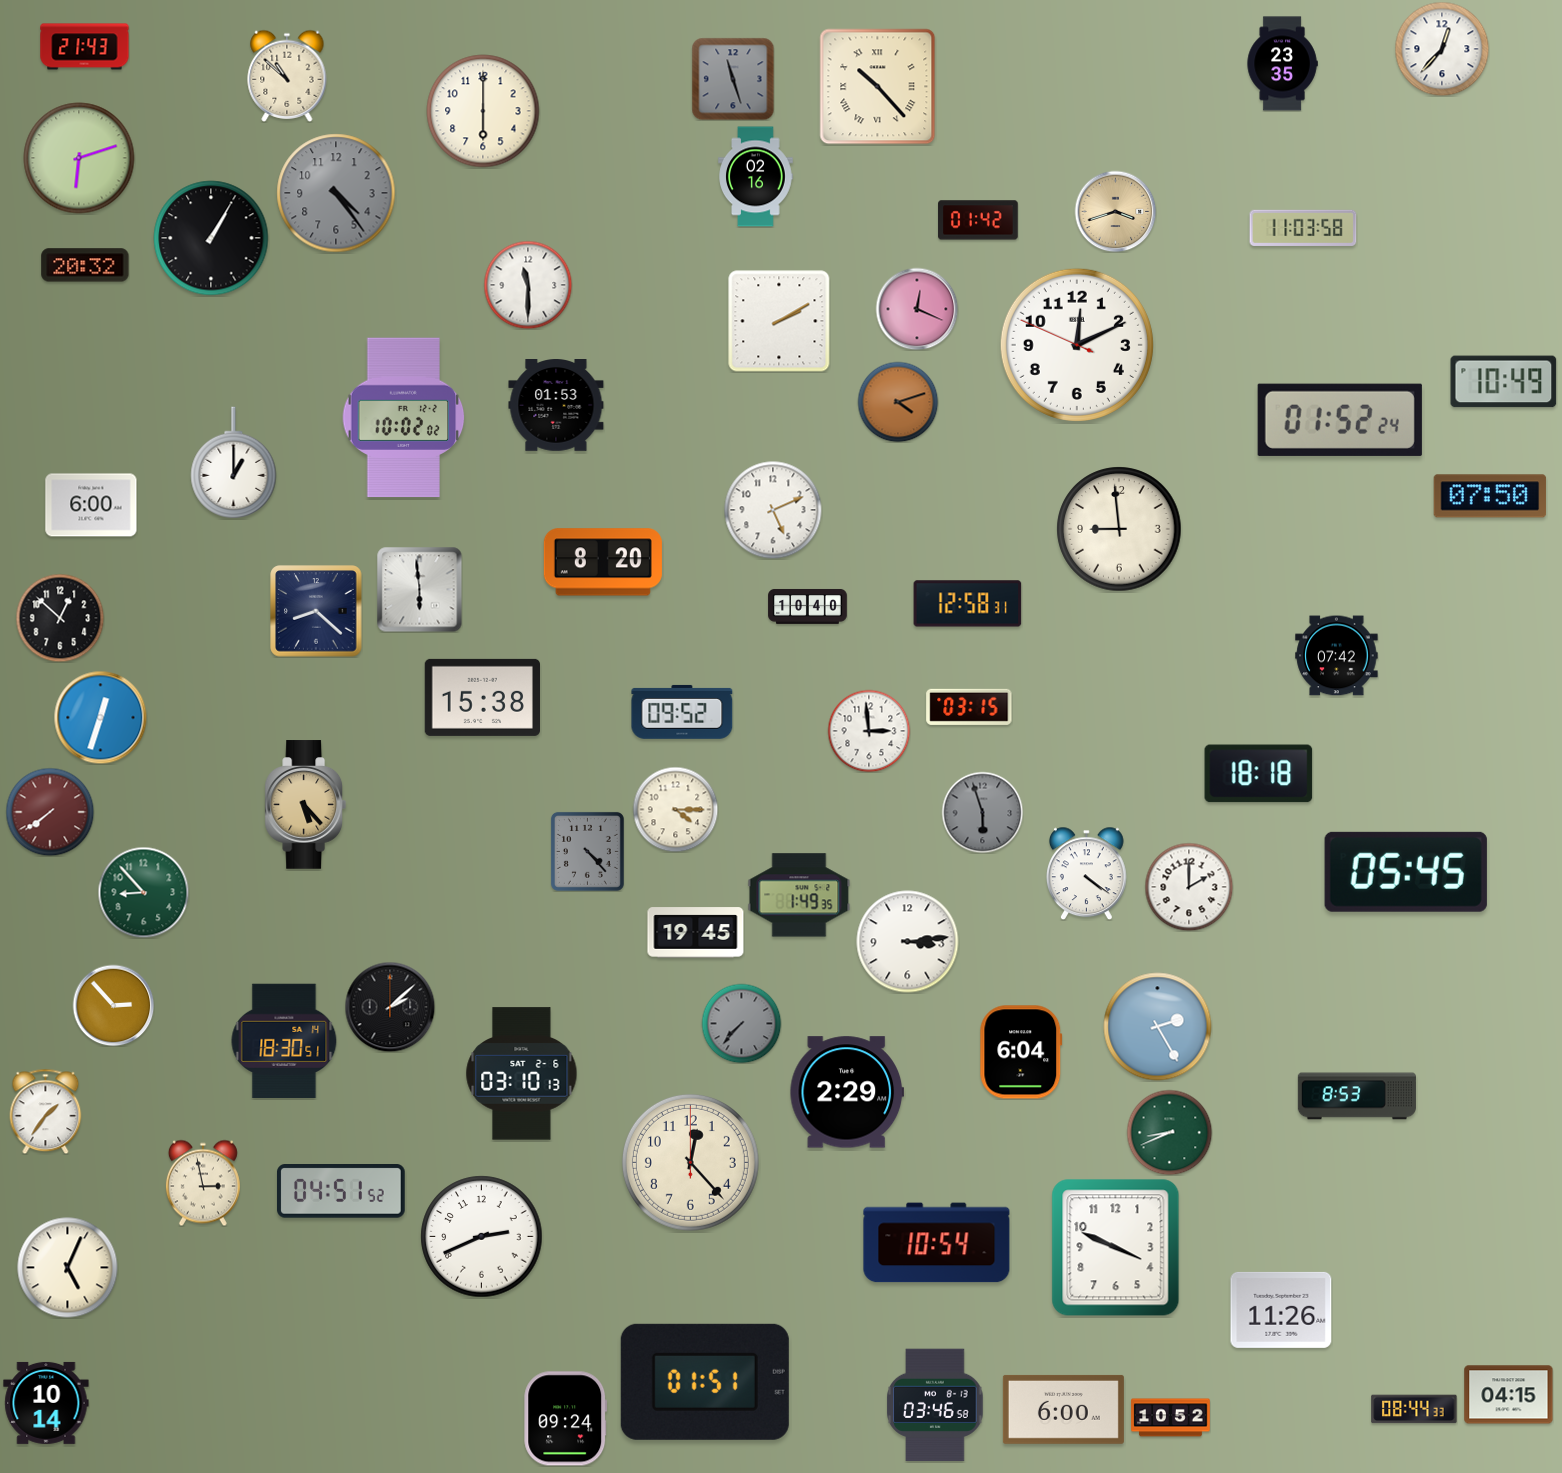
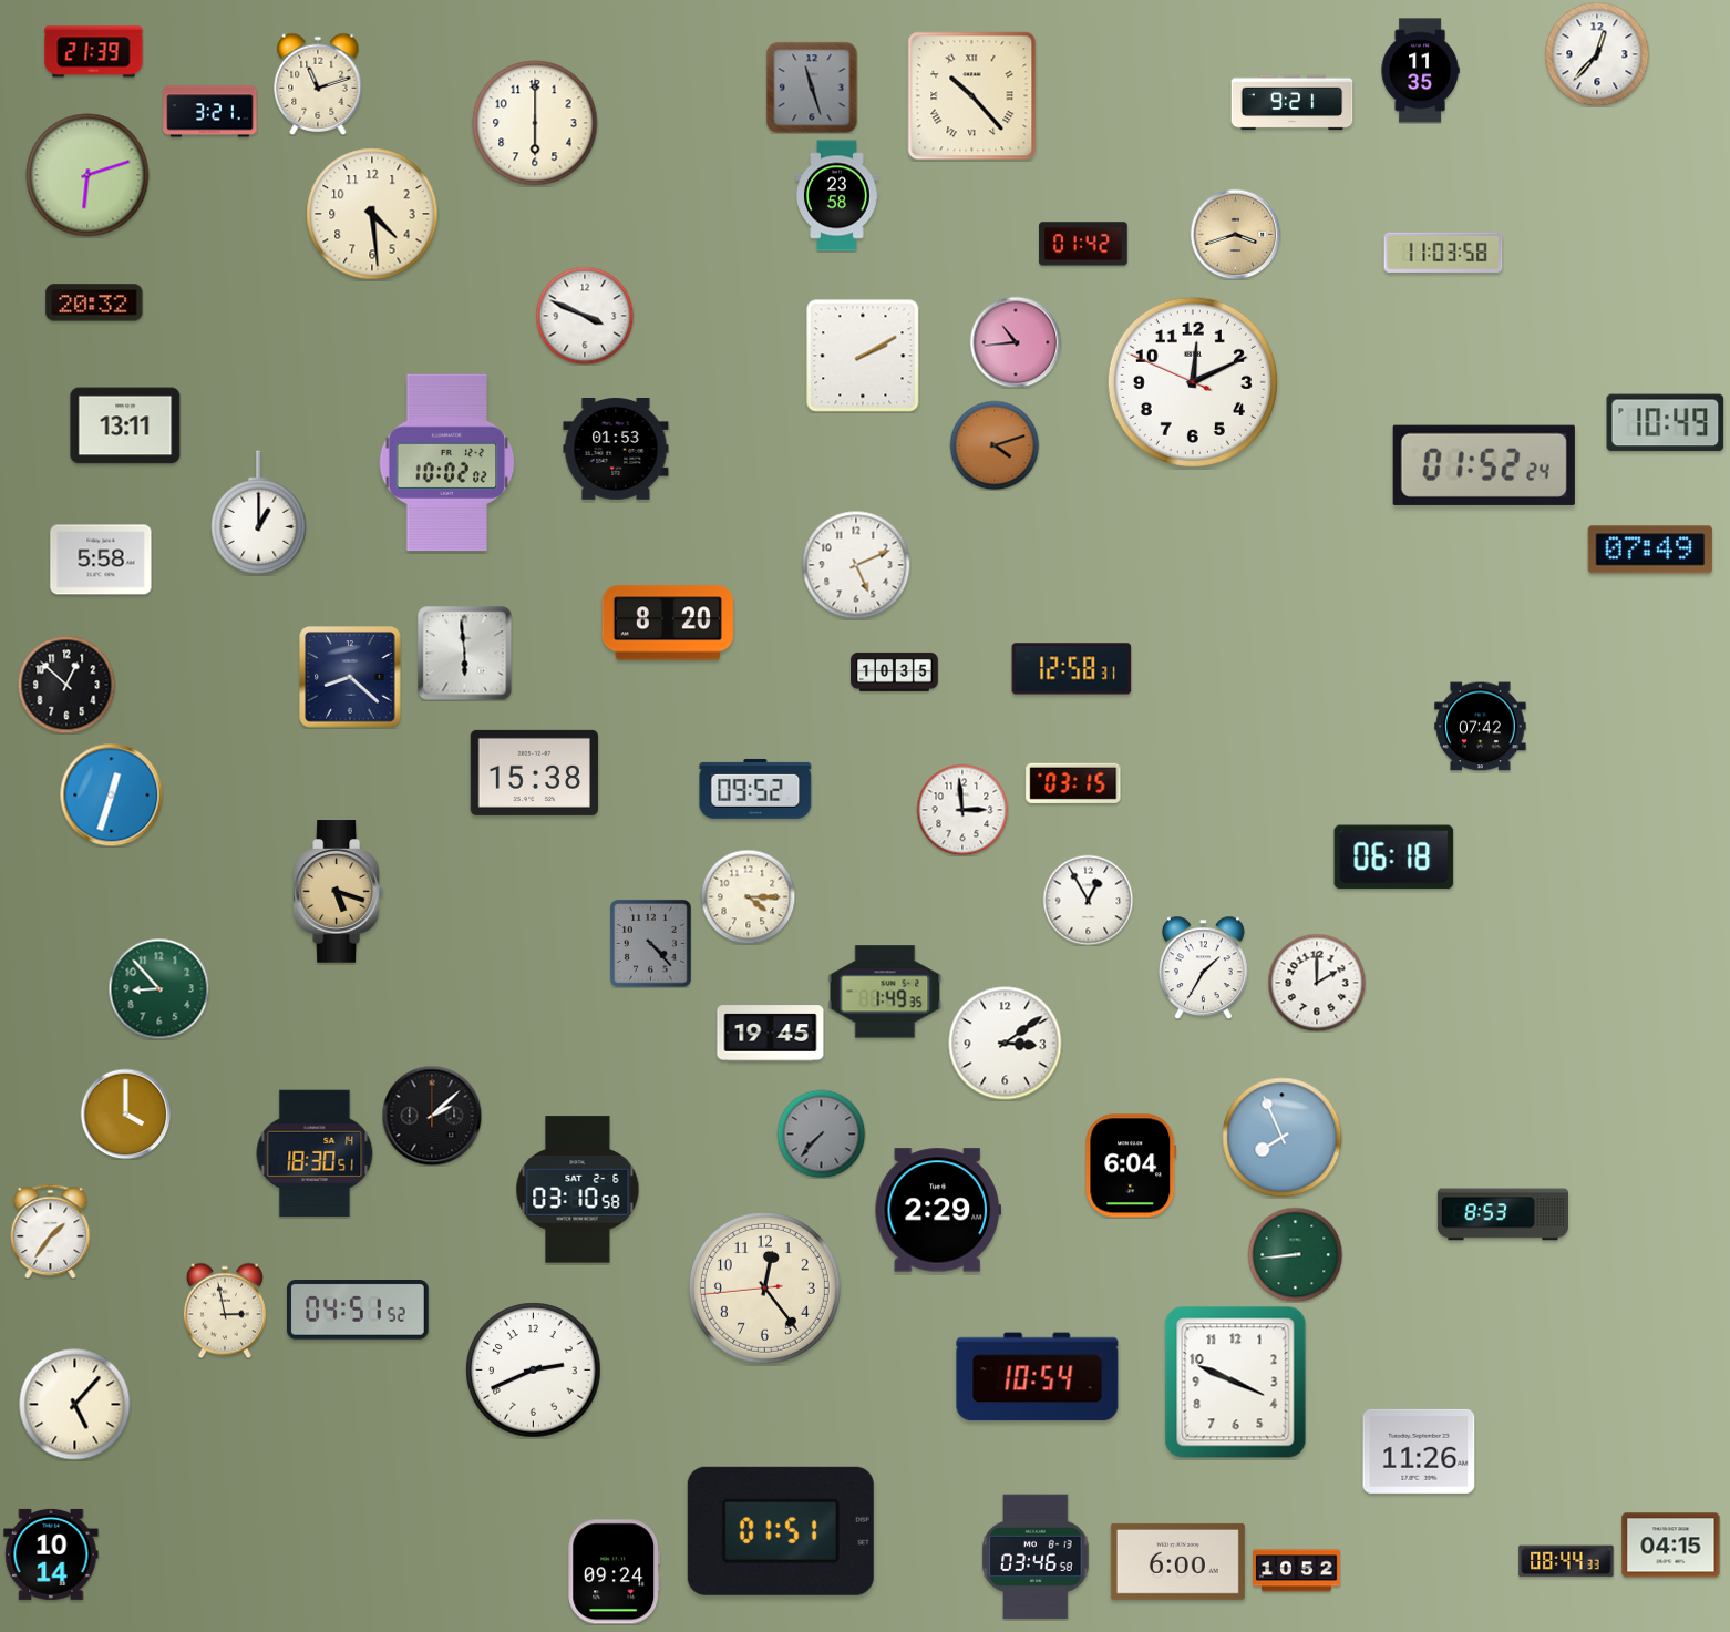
clock at (85, 47): 21:43 -> 21:39
clock at (1282, 64): 23:35 -> 11:35
clock at (287, 76): 10:52 -> 11:12
clock at (1293, 103): none -> 9:21
clock at (210, 112): none -> 3:21
clock at (756, 177): 02:16 -> 23:58
clock at (336, 193): 4:24 -> 4:29
clock at (336, 193) dial: grey -> cream
clock at (211, 238): 1:05 -> none
clock at (85, 265) position: (85, 265) -> (94, 302)
clock at (528, 285): 11:30 -> 3:49
clock at (917, 309): 12:19 -> 10:44
clock at (125, 425): none -> 13:11
clock at (1490, 496): 07:50 -> 07:49
clock at (91, 505): 6:00 -> 5:58
clock at (1119, 529): 8:59 -> none
clock at (808, 606): 10:40 -> 10:35
clock at (1259, 774): 18:18 -> 06:18
clock at (305, 805): 5:23 -> 5:18
clock at (50, 812): 7:39 -> none
clock at (982, 812): 5:57 -> 12:55
clock at (982, 812) dial: grey -> white
clock at (1406, 872): 05:45 -> none
clock at (1086, 873): 4:21 -> 1:35
clock at (908, 942): 3:14 -> 3:09
clock at (113, 1005): 2:53 -> 4:00
clock at (1158, 1027): 2:25 -> 7:56
clock at (522, 1074): 03:10:13 -> 03:10:58
clock at (1169, 1132): 8:41 -> 8:44
clock at (690, 1162): 12:23:00 -> 12:23:44
clock at (342, 1192) position: (342, 1192) -> (359, 1311)
clock at (68, 1268): 5:04 -> 5:07
clock at (566, 1419) position: (566, 1419) -> (615, 1572)
